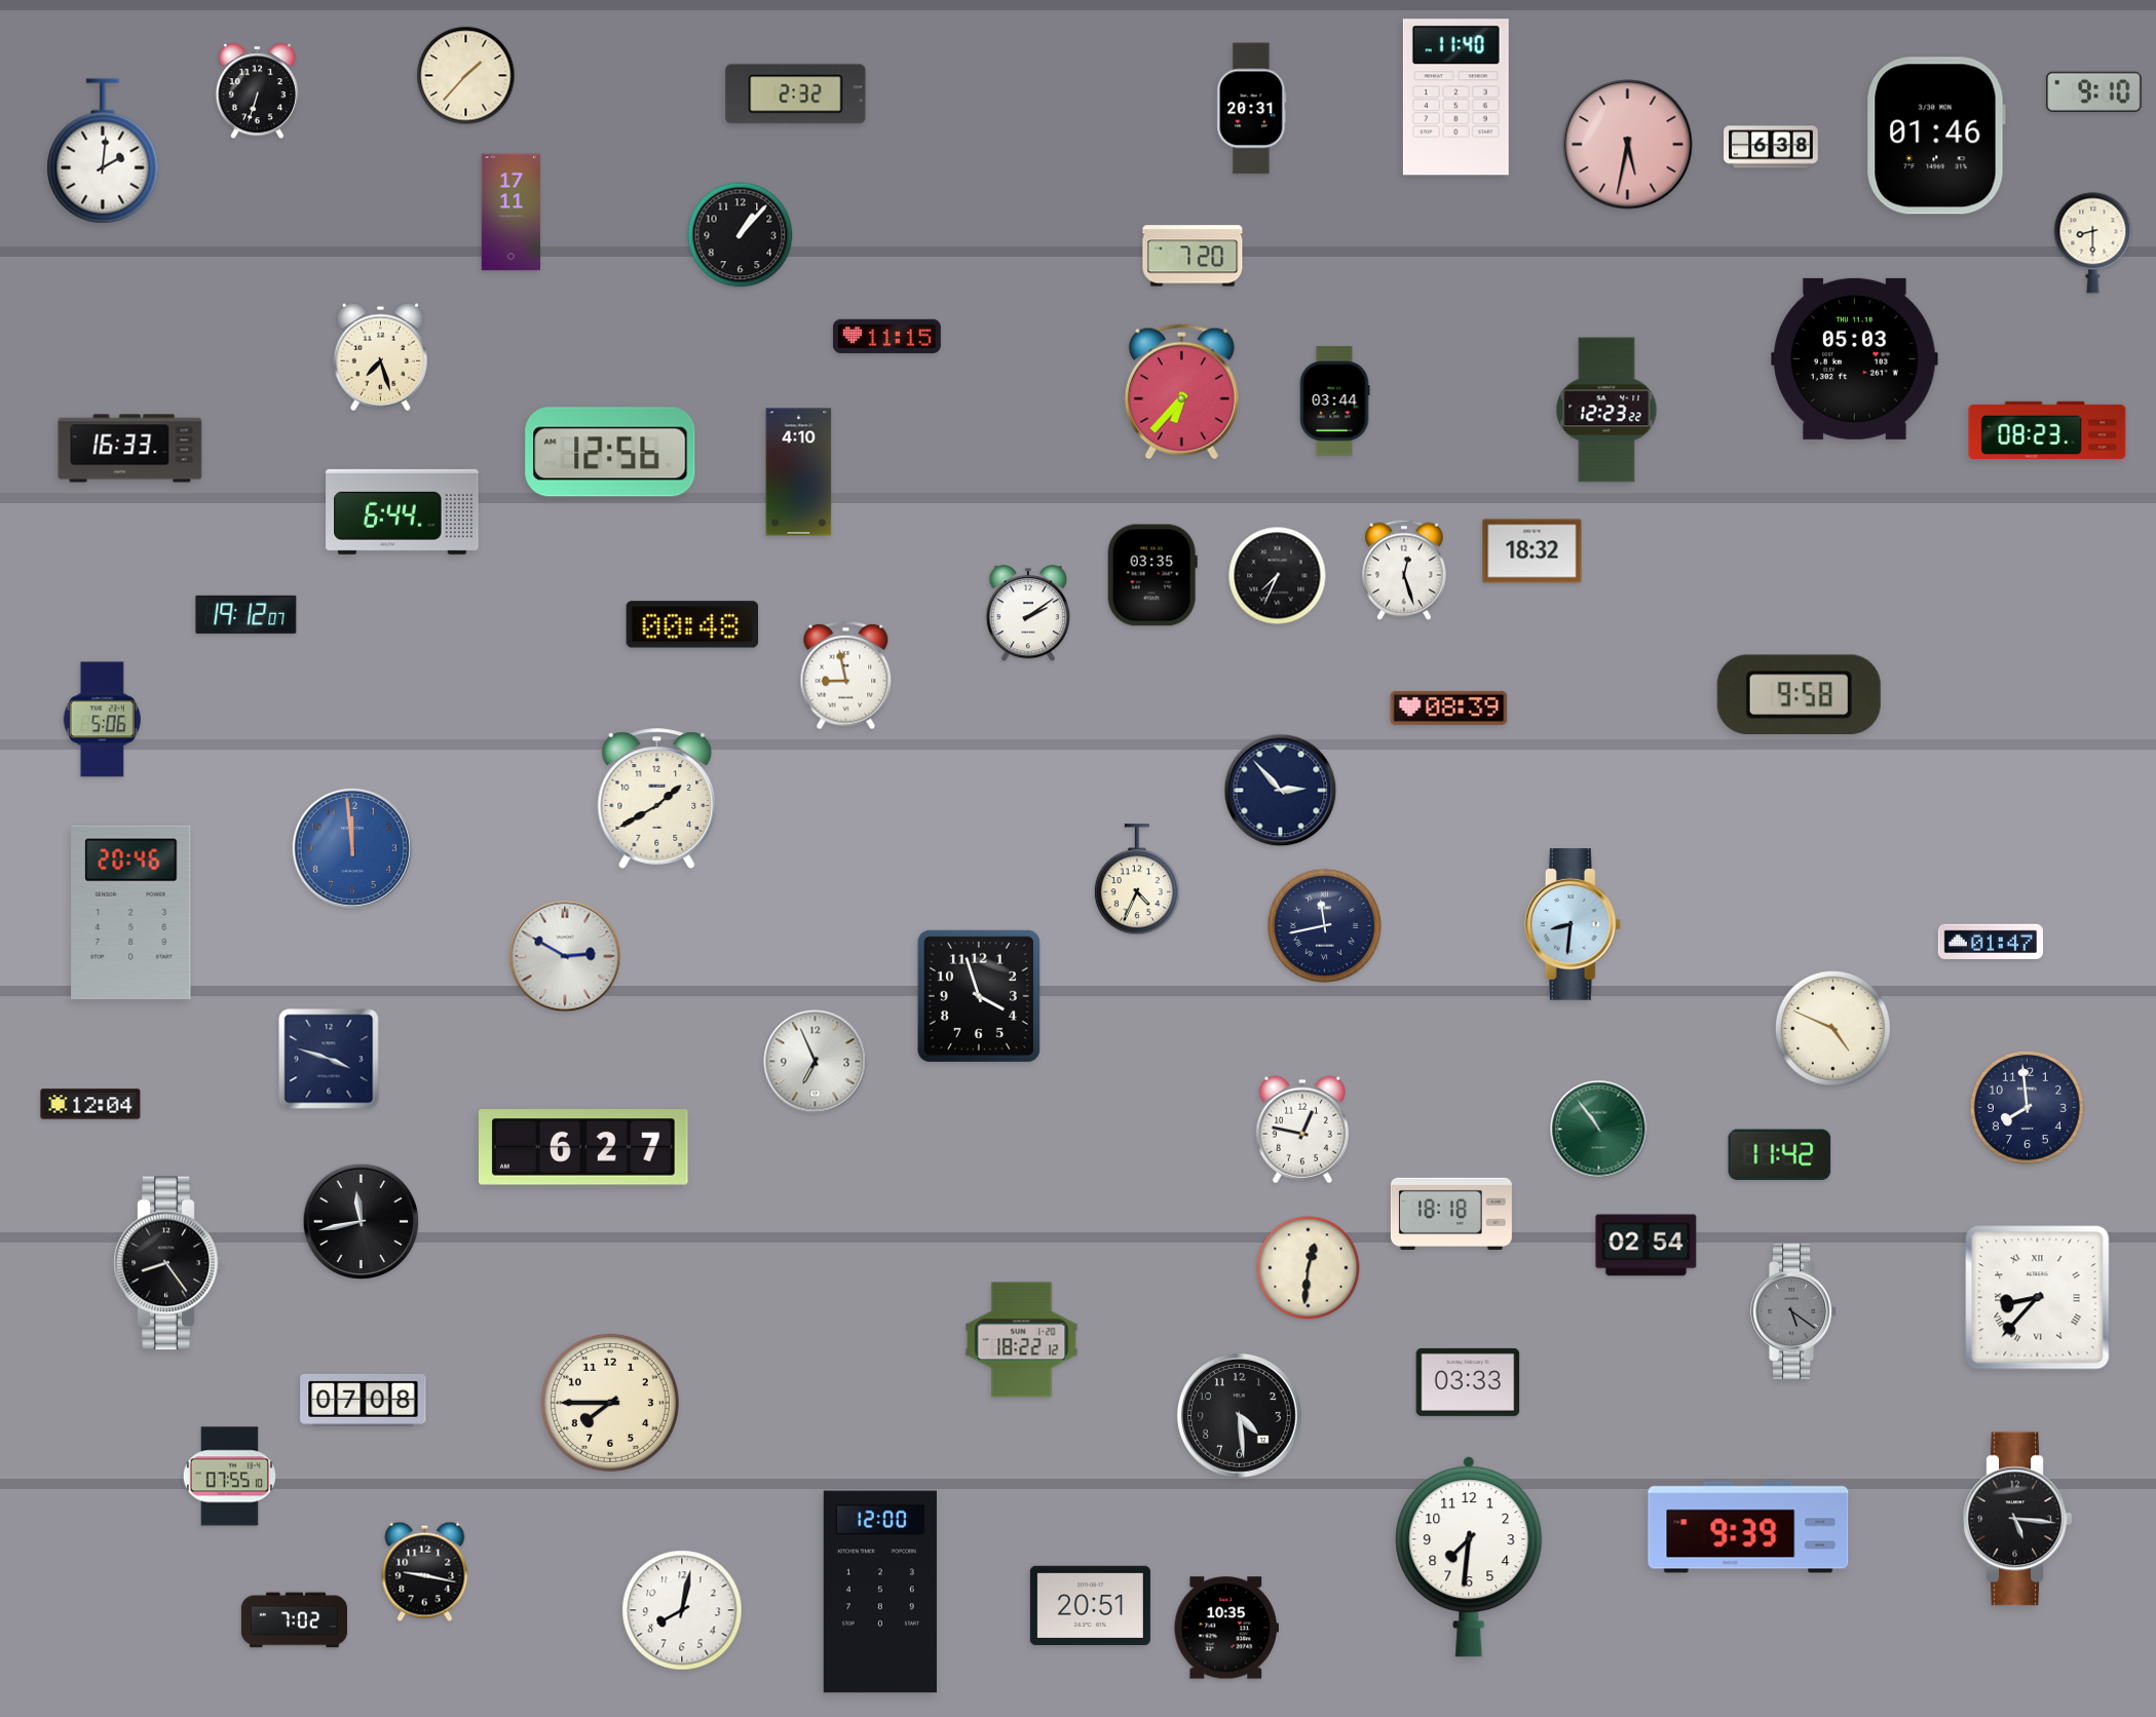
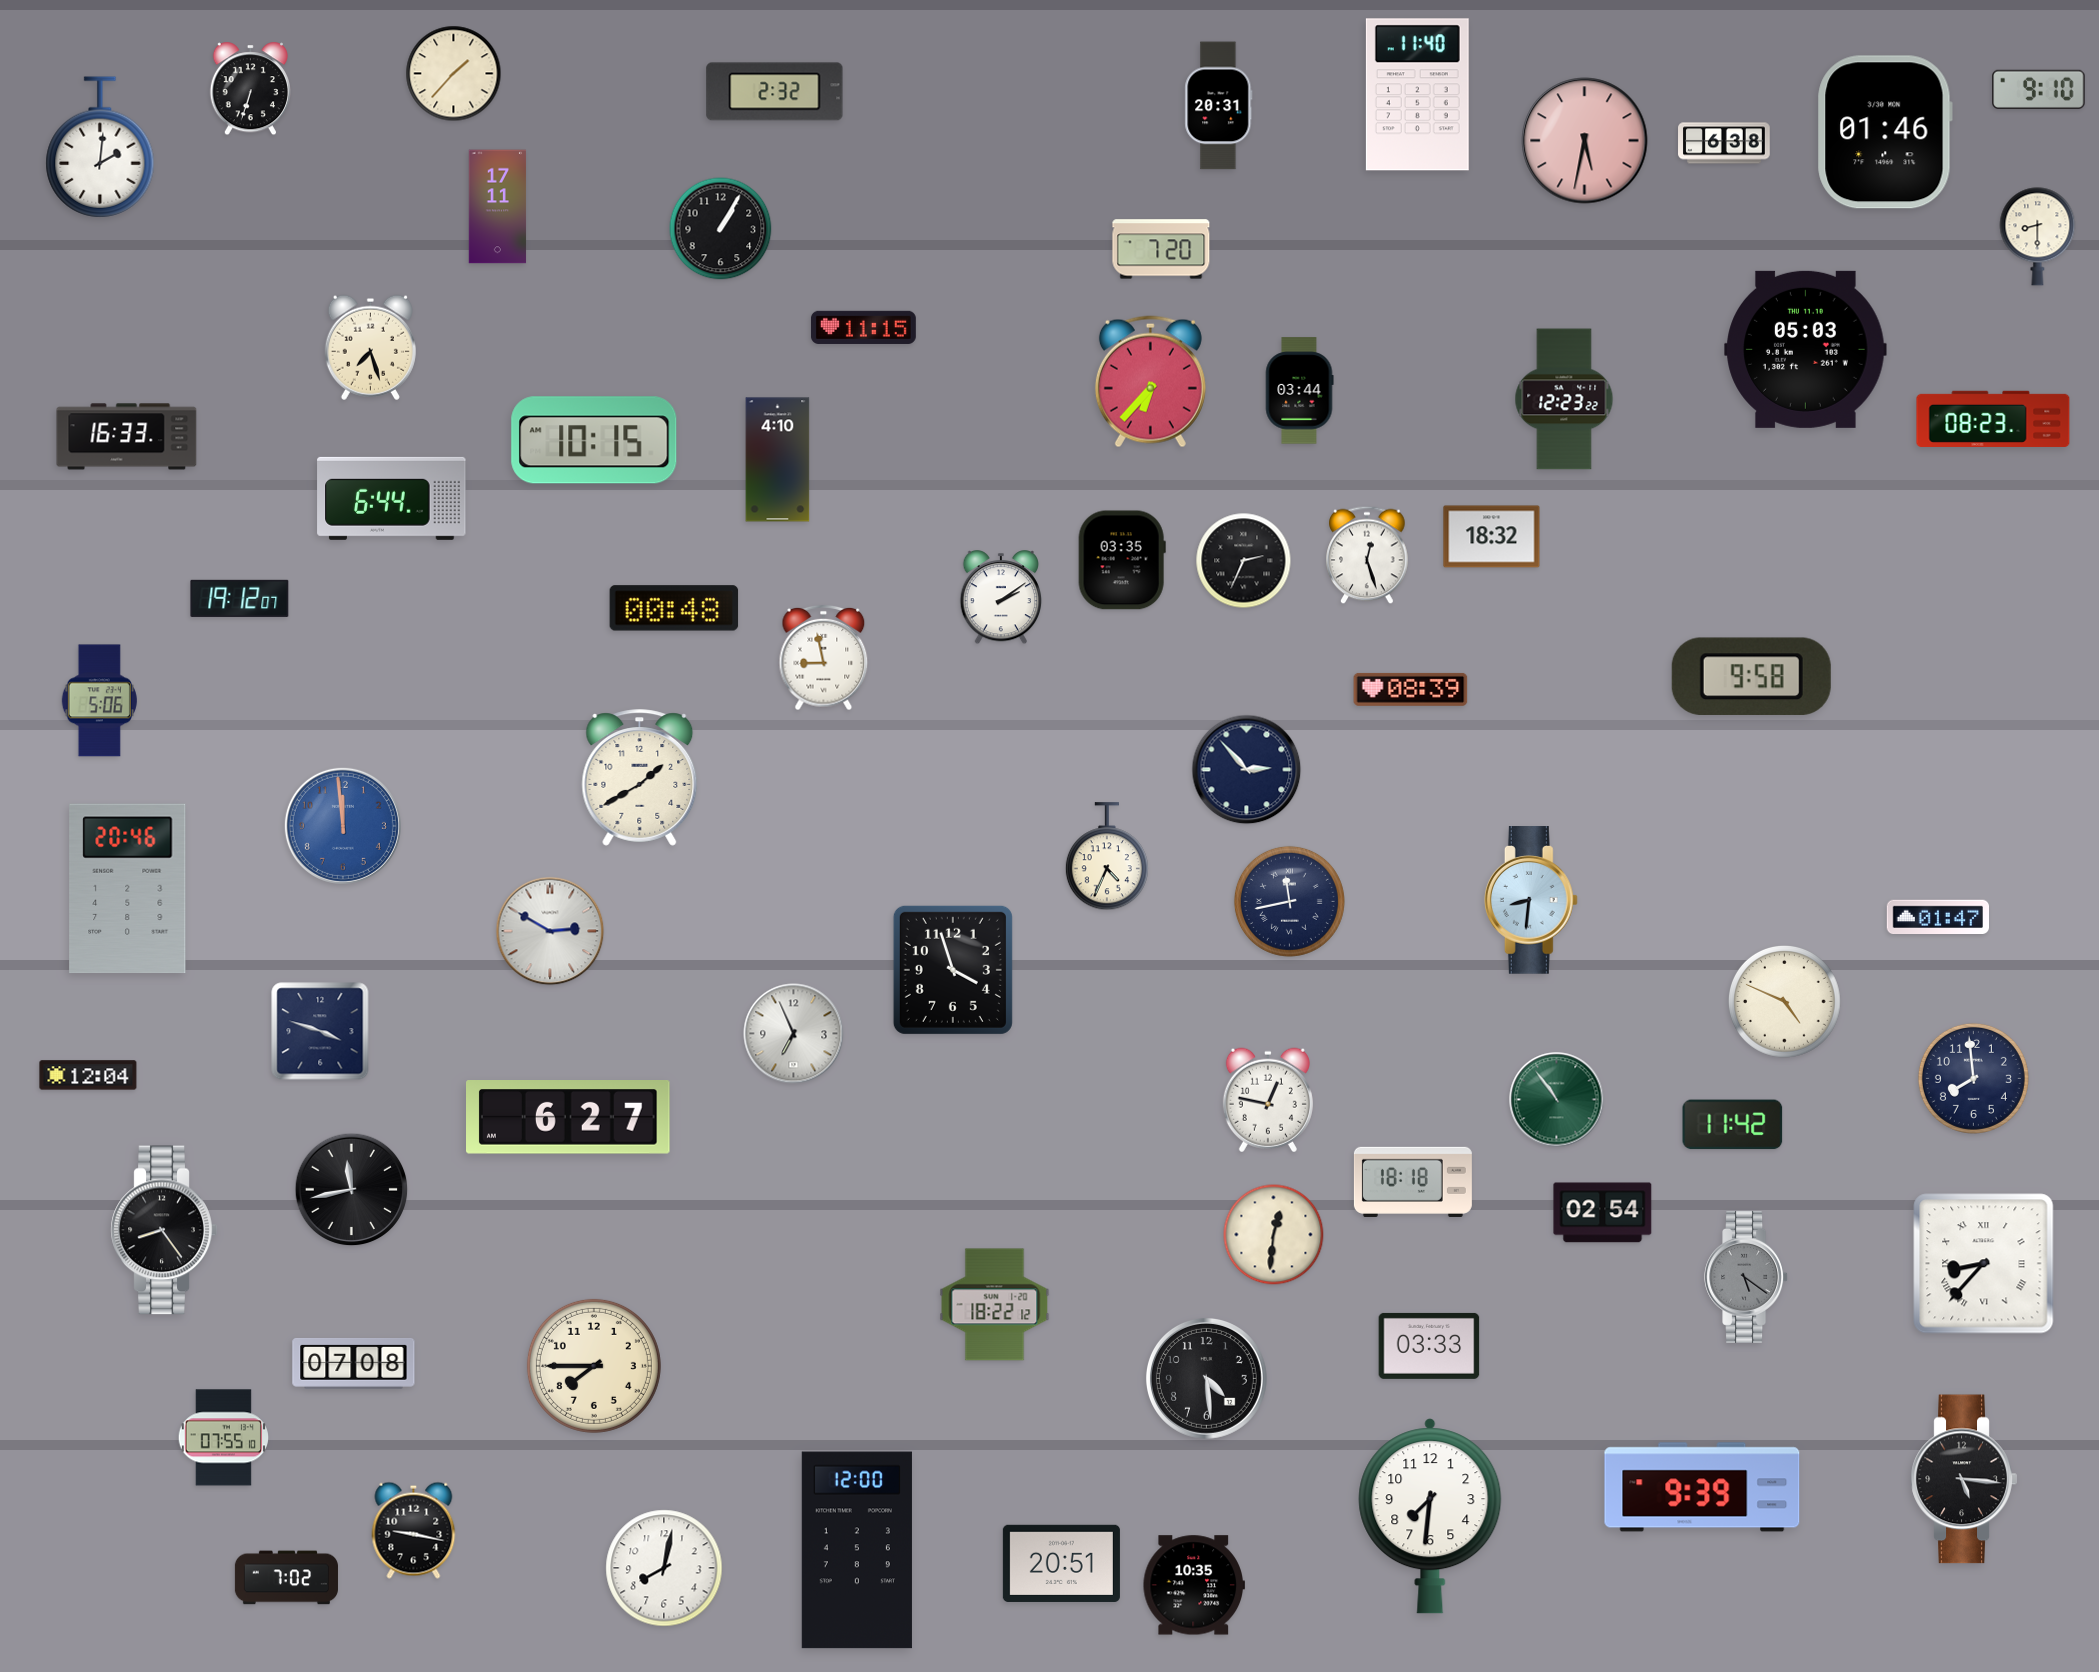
clock at (741, 235): 1:07 -> 1:05
clock at (610, 452): 12:56 -> 10:15
clock at (1278, 576): 7:34 -> 2:34
